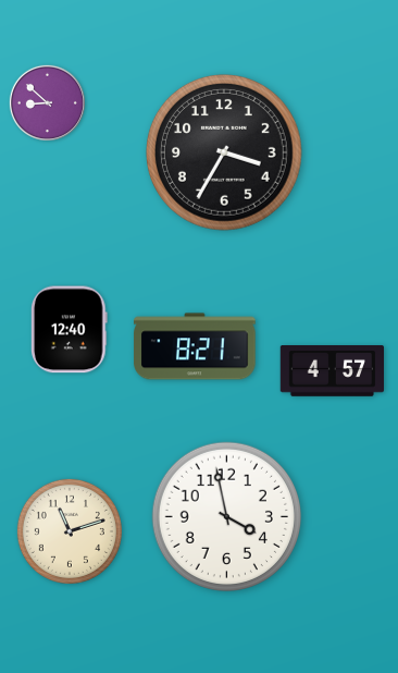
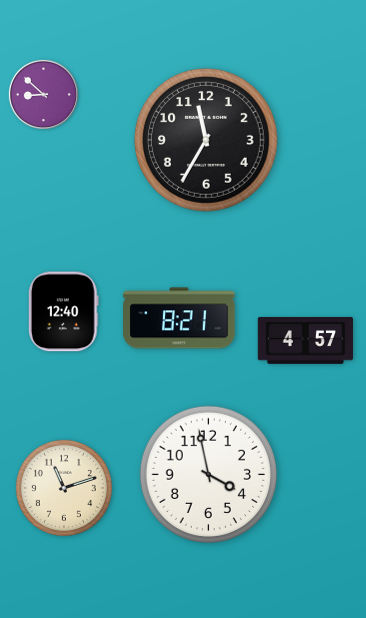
clock at (225, 154): 3:35 -> 11:35
clock at (70, 330) position: (70, 330) -> (64, 312)
